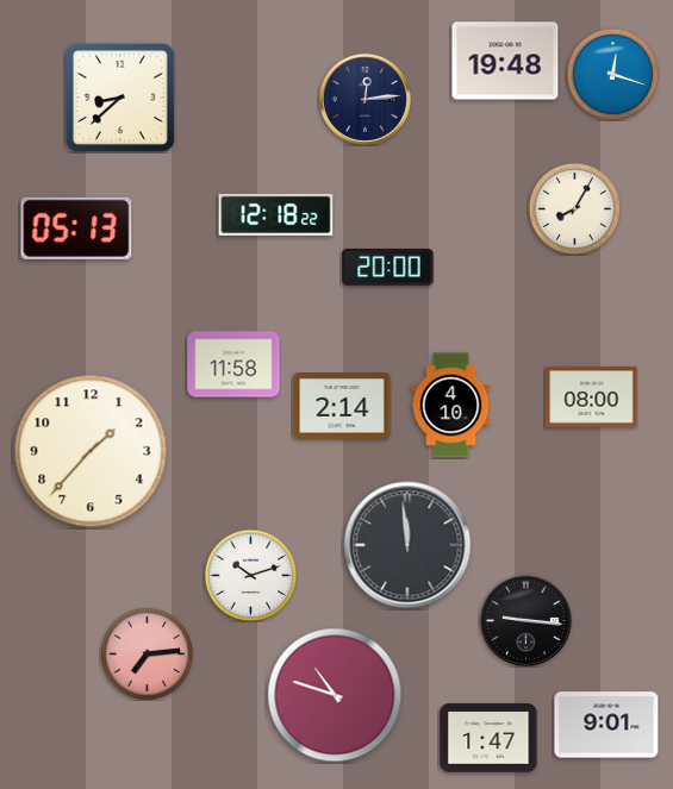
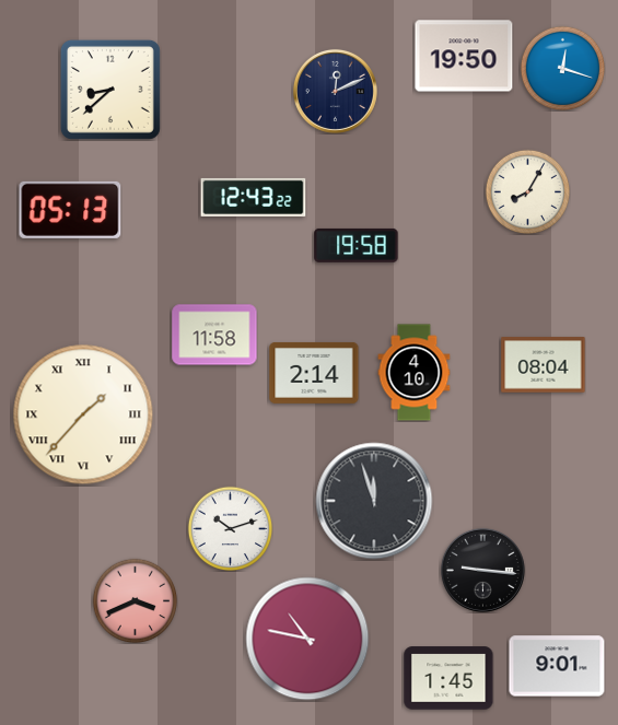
clock at (505, 61): 19:48 -> 19:50
clock at (364, 99): 12:14 -> 12:11
clock at (276, 214): 12:18 -> 12:43
clock at (388, 267): 20:00 -> 19:58
clock at (592, 397): 08:00 -> 08:04
clock at (91, 451) numerals: Arabic -> Roman
clock at (407, 545): 11:59 -> 11:57
clock at (147, 653): 7:14 -> 3:41
clock at (335, 695): 10:48 -> 10:47
clock at (488, 738): 1:47 -> 1:45
